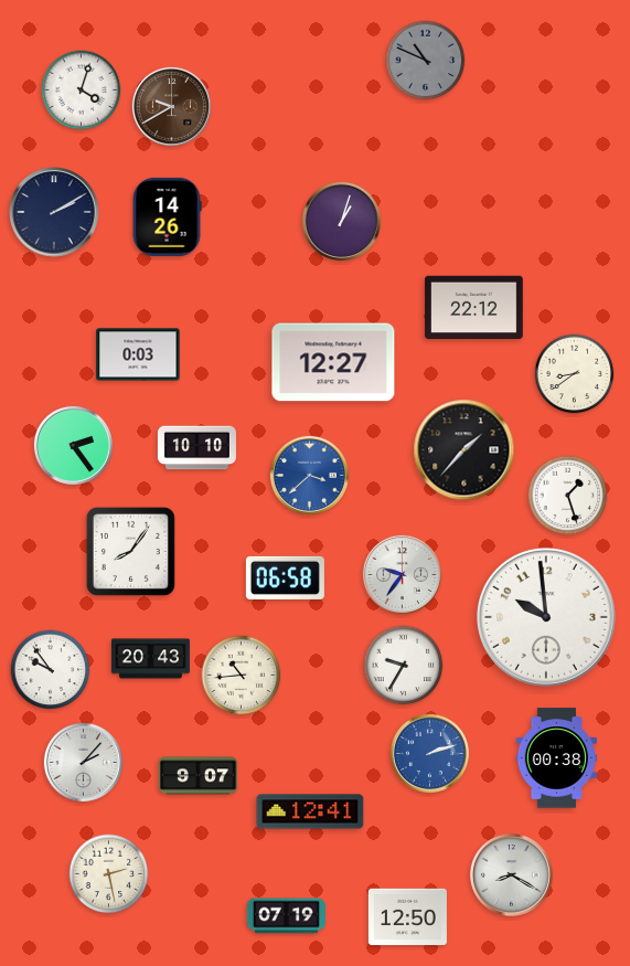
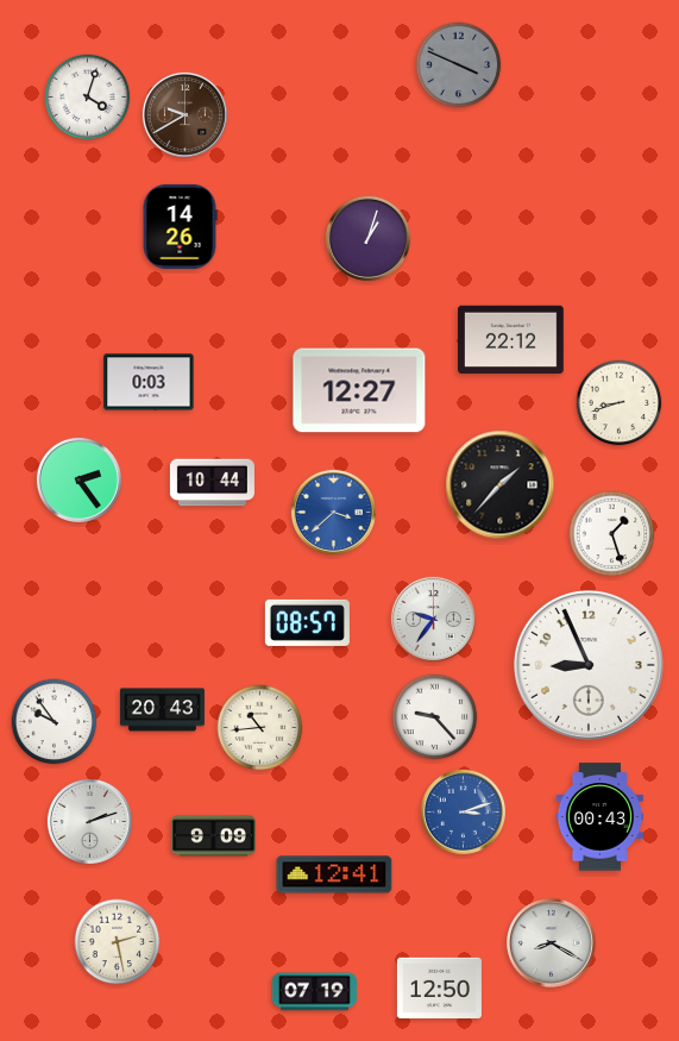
clock at (426, 61): 10:49 -> 3:49
clock at (54, 212): 2:10 -> none
clock at (167, 216) position: (167, 216) -> (180, 226)
clock at (474, 308) position: (474, 308) -> (511, 340)
clock at (575, 374): 8:39 -> 8:42
clock at (196, 448): 10:10 -> 10:44
clock at (130, 551): 8:06 -> none
clock at (285, 577): 06:58 -> 08:57
clock at (546, 617): 9:59 -> 8:56
clock at (404, 666): 9:35 -> 9:23
clock at (429, 753): 2:12 -> 3:12
clock at (556, 758): 00:38 -> 00:43
clock at (83, 762): 2:07 -> 2:12
clock at (197, 776): 9:07 -> 9:09
clock at (286, 916) position: (286, 916) -> (314, 992)
